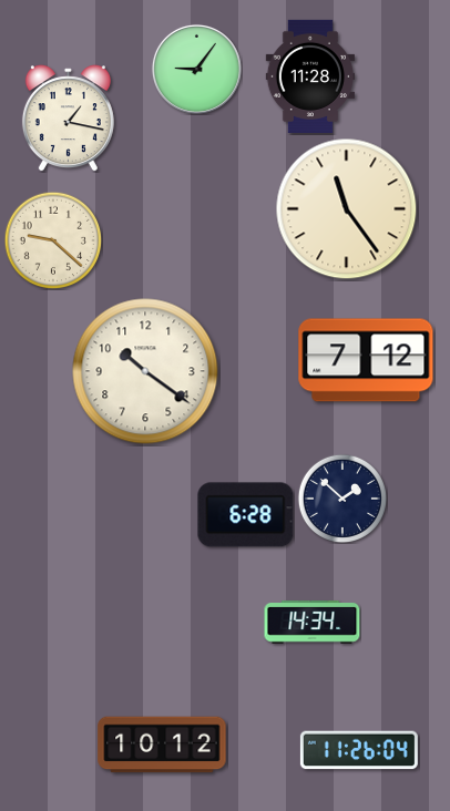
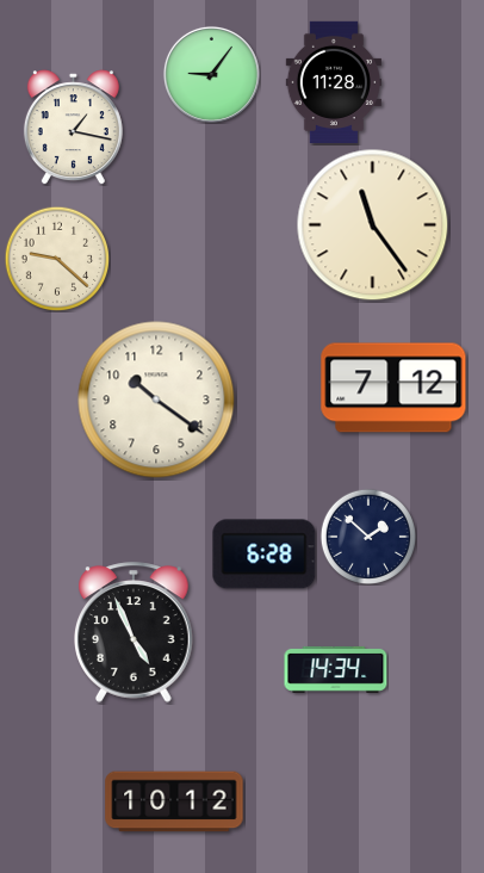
clock at (135, 632): none -> 4:56
clock at (359, 750): 11:26 -> none
